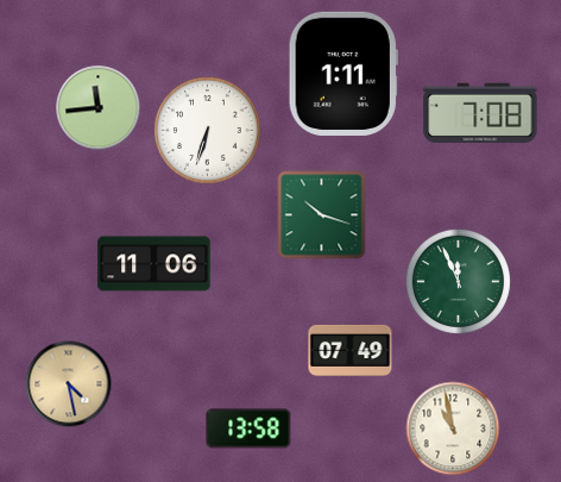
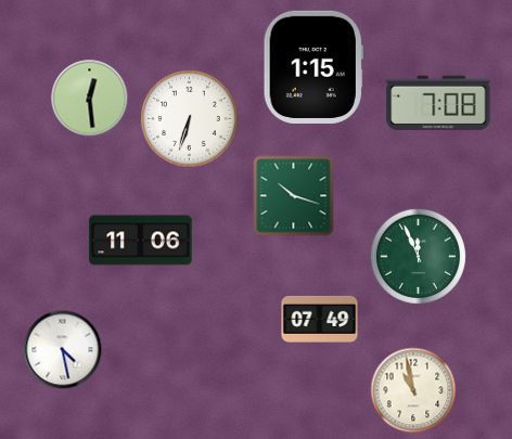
clock at (343, 74): 1:11 -> 1:15
clock at (99, 108): 11:44 -> 12:29
clock at (69, 384) dial: champagne -> white
clock at (248, 428): 13:58 -> none
